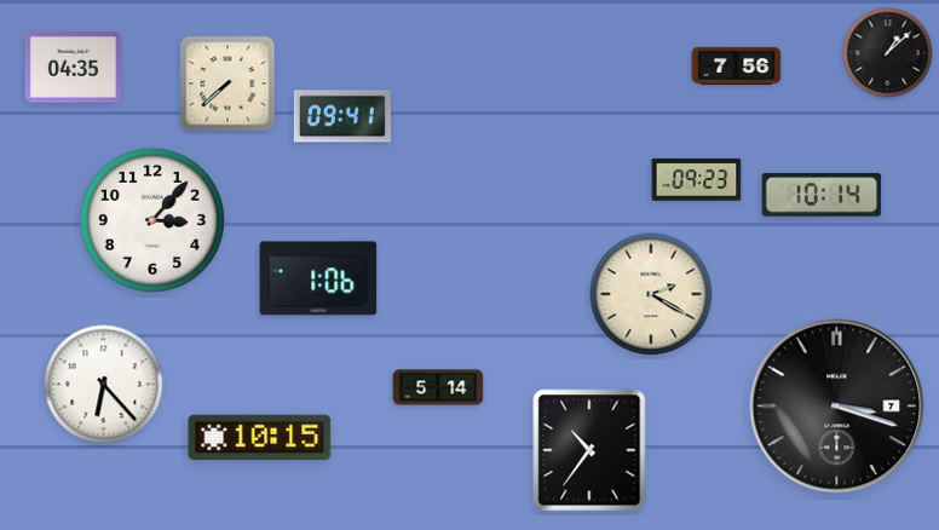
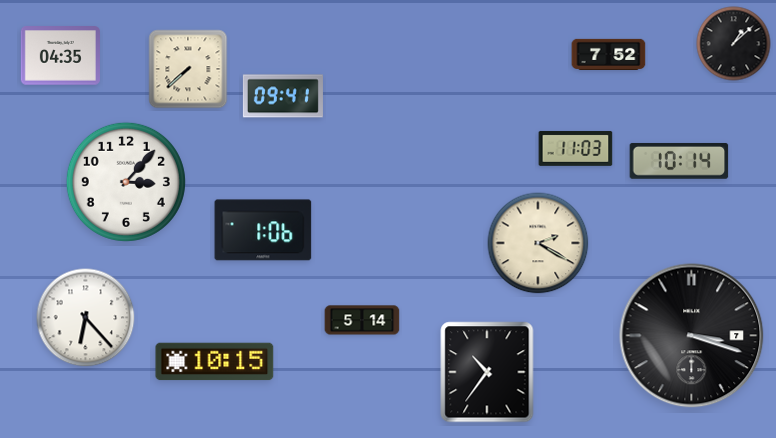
clock at (737, 65): 7:56 -> 7:52
clock at (697, 179): 09:23 -> 11:03
